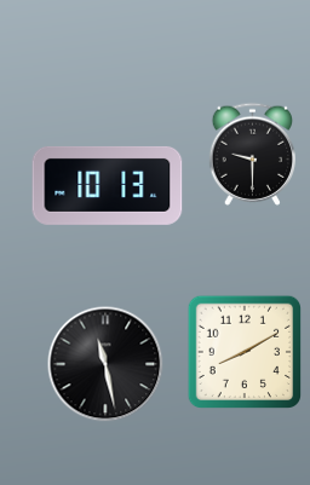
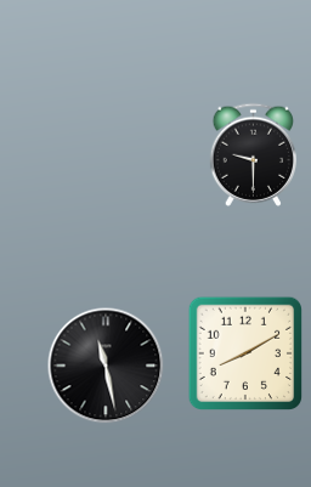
clock at (108, 185): 10:13 -> none
